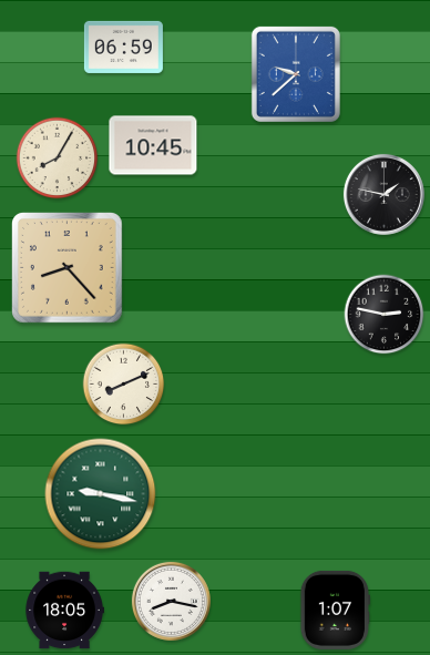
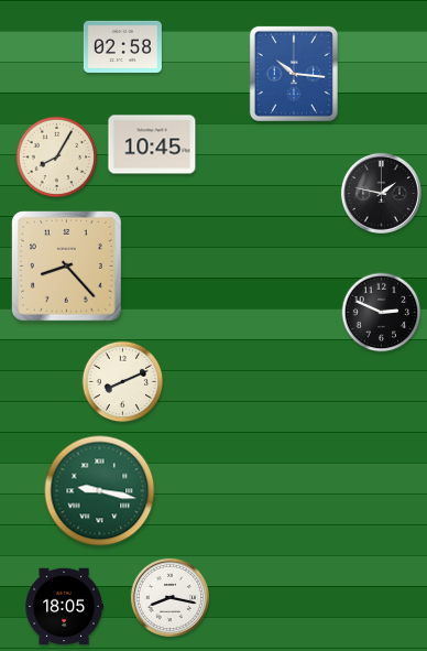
clock at (123, 47): 06:59 -> 02:58
clock at (296, 74): 9:38 -> 10:16
clock at (385, 315): 2:47 -> 2:49
clock at (335, 610): 1:07 -> none
